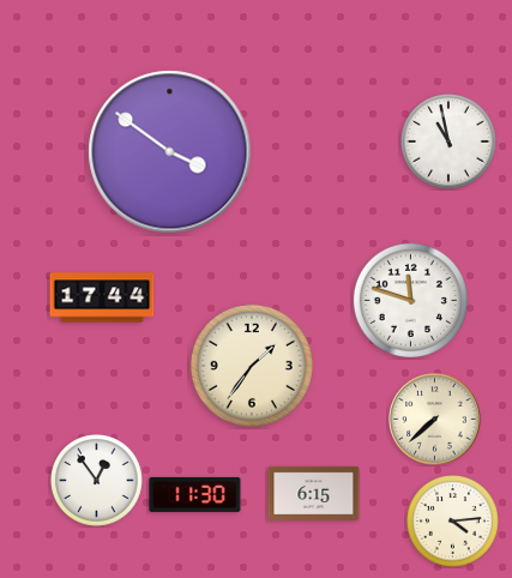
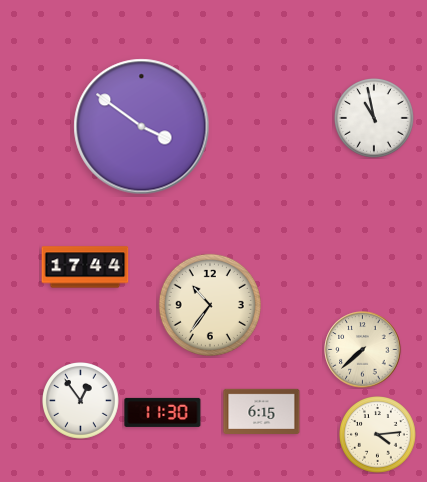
clock at (102, 297) position: (102, 297) -> (85, 267)
clock at (410, 300): 11:48 -> none
clock at (252, 366): 1:36 -> 10:36
